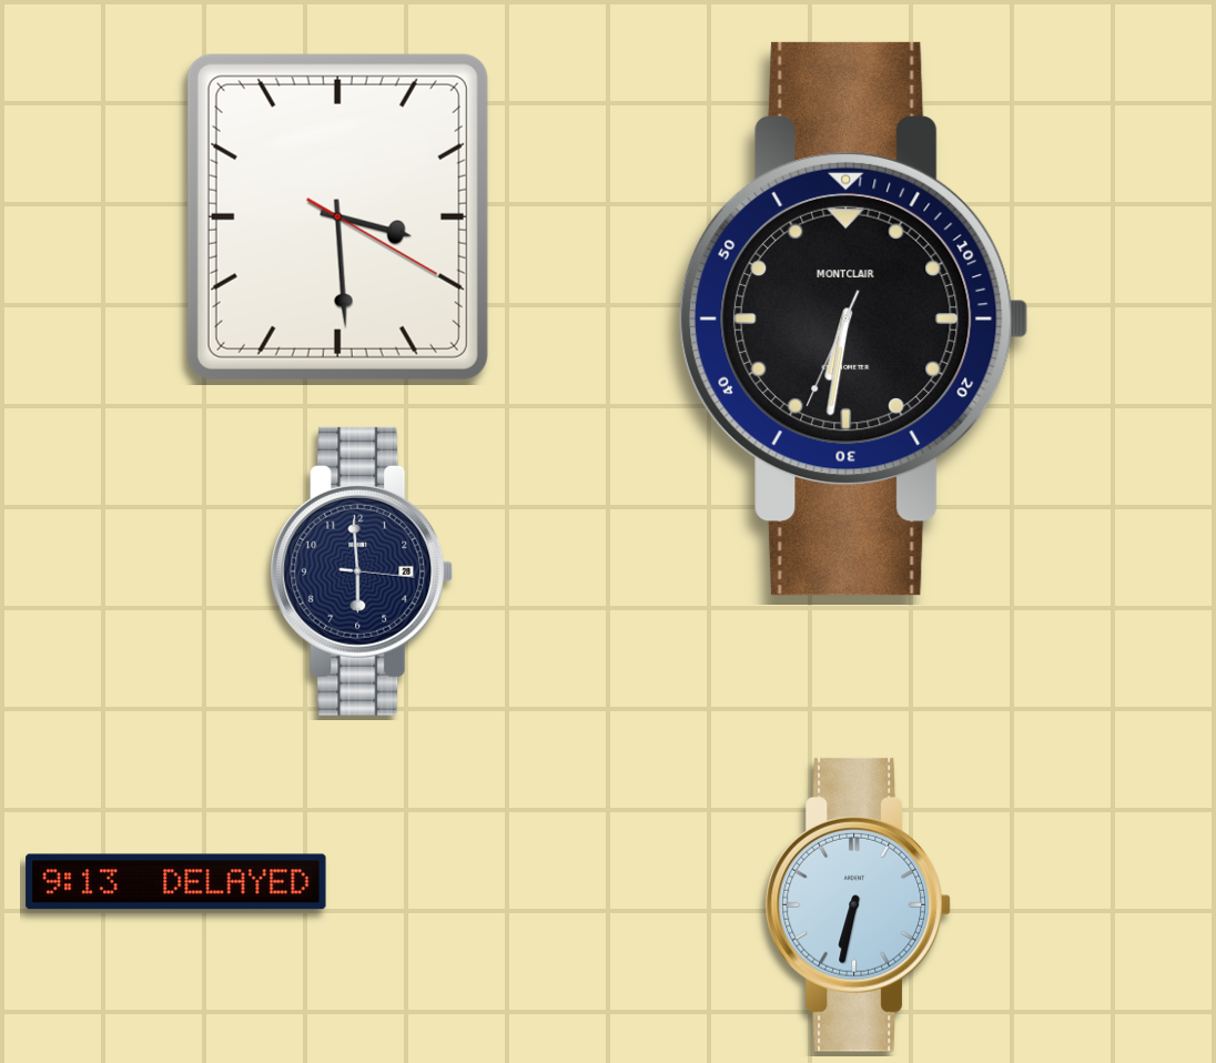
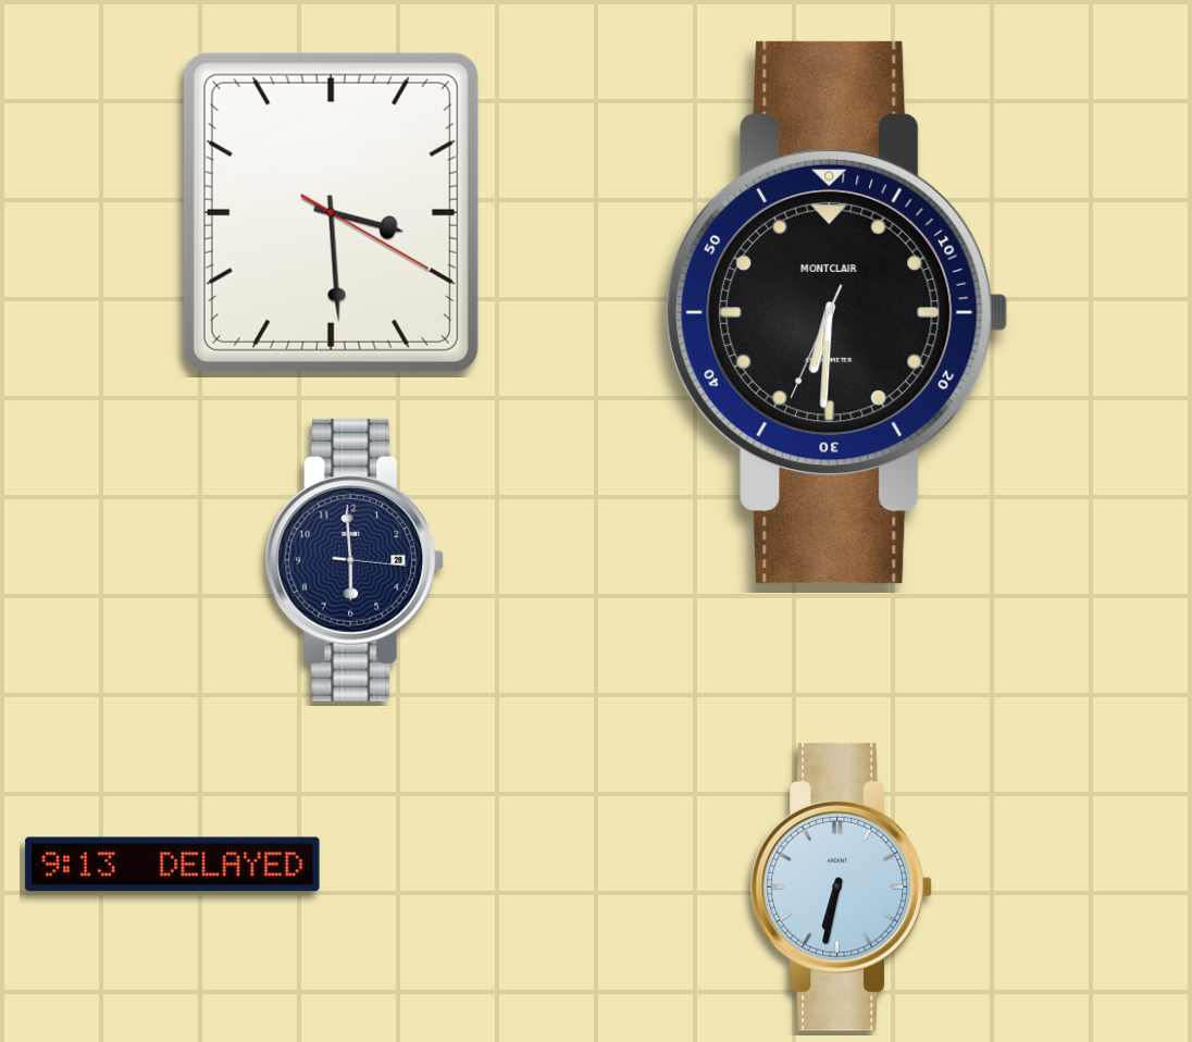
clock at (854, 318): 6:31 -> 6:30
